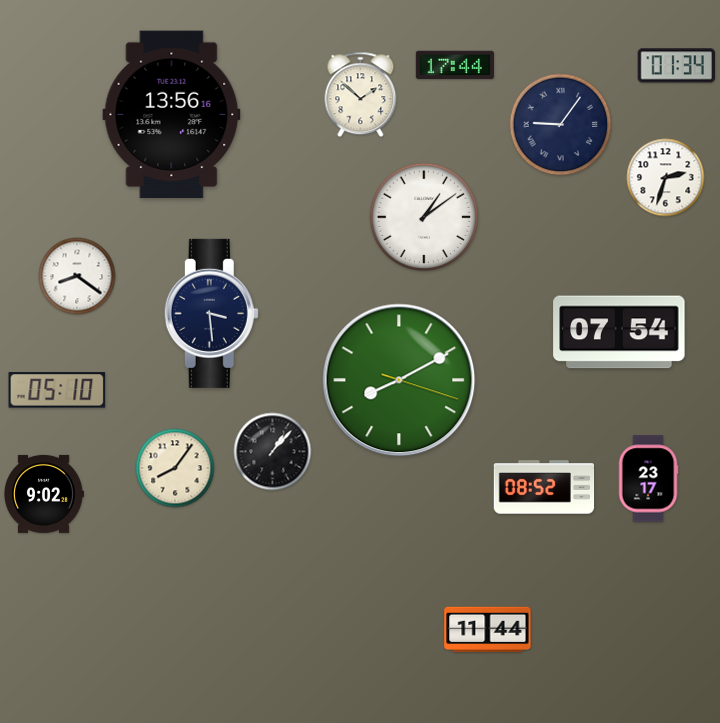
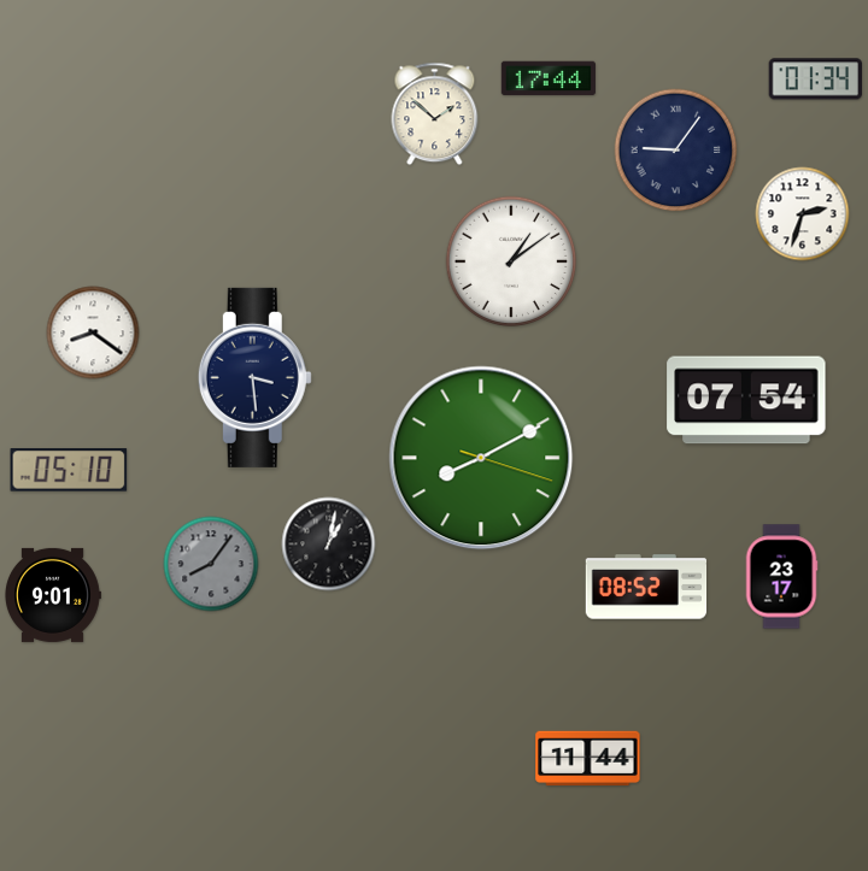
clock at (172, 115): 13:56 -> none
clock at (273, 452): 1:07 -> 1:02
clock at (175, 468) dial: cream -> grey
clock at (544, 487) position: (544, 487) -> (646, 587)
clock at (44, 494): 9:02 -> 9:01
